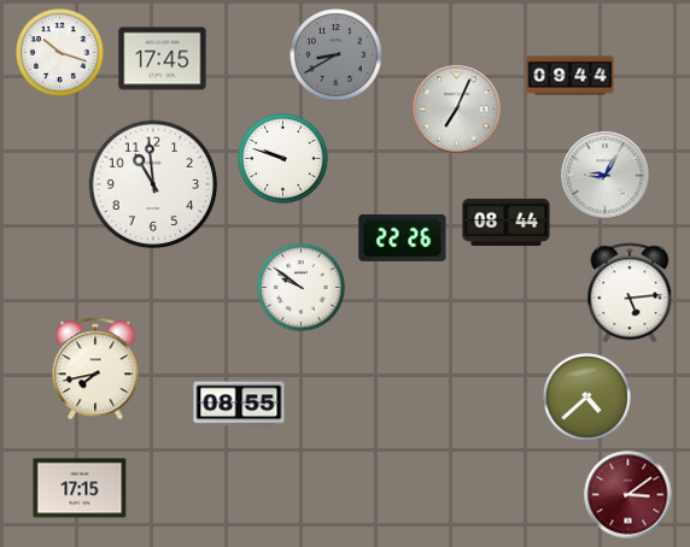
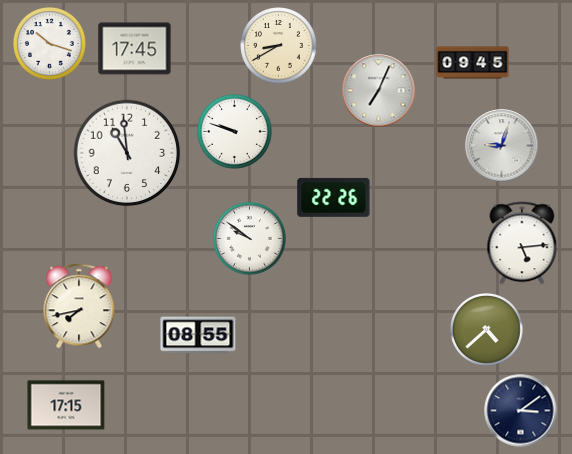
clock at (337, 55) dial: grey -> cream
clock at (571, 76): 09:44 -> 09:45
clock at (606, 176): 9:05 -> 9:03
clock at (507, 222): 08:44 -> none
clock at (628, 495) dial: burgundy -> navy
